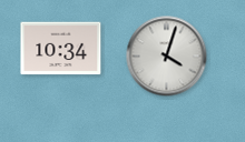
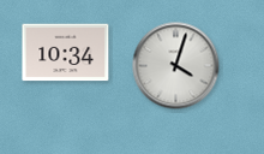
clock at (167, 57) position: (167, 57) -> (176, 66)
